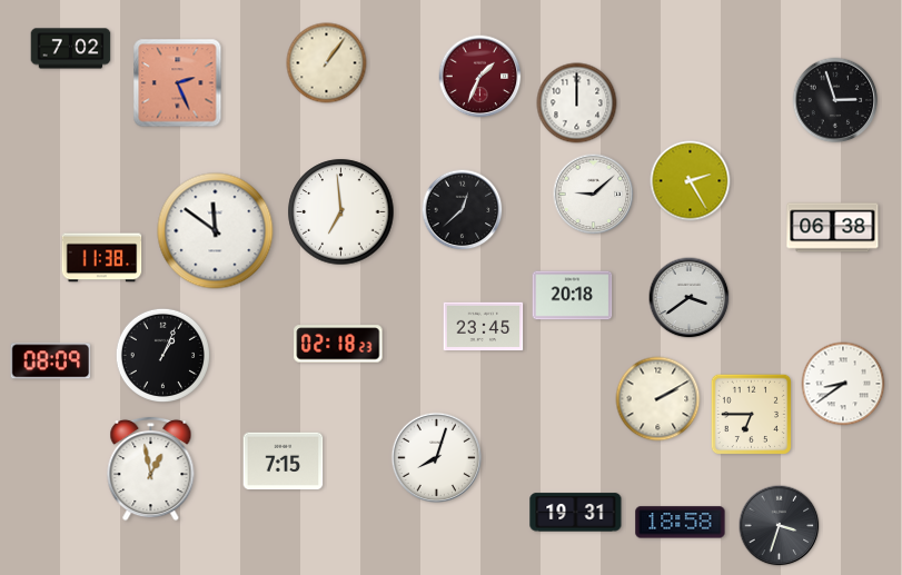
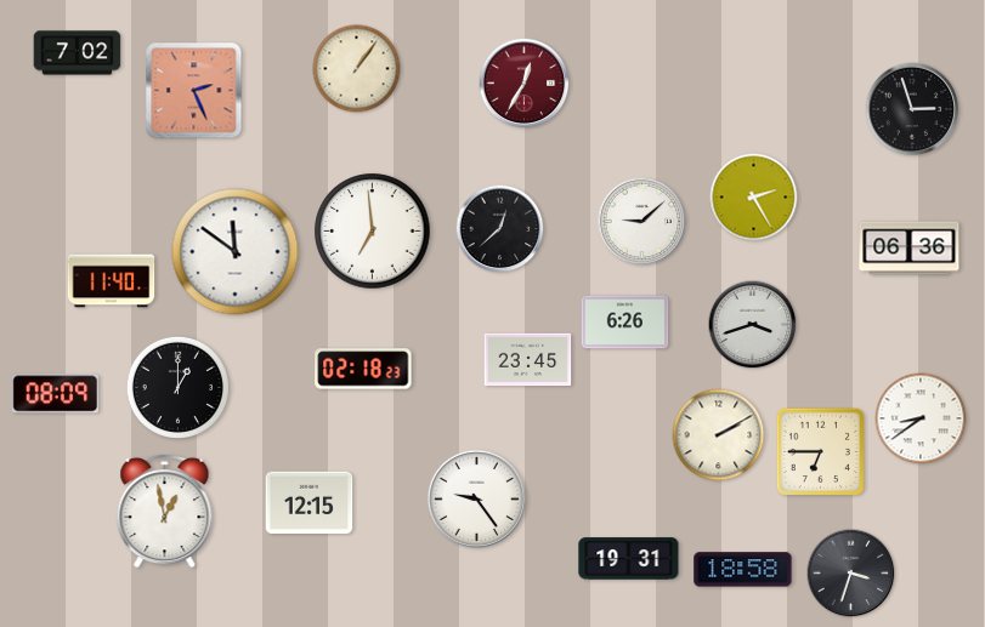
clock at (480, 77): 1:34 -> 12:35
clock at (577, 103): 12:00 -> none
clock at (594, 195) position: (594, 195) -> (642, 222)
clock at (463, 210) position: (463, 210) -> (500, 229)
clock at (833, 228): 06:38 -> 06:36
clock at (102, 258): 11:38 -> 11:40
clock at (573, 296): 20:18 -> 6:26
clock at (690, 298): 3:39 -> 3:42
clock at (484, 327) position: (484, 327) -> (528, 360)
clock at (338, 344) position: (338, 344) -> (363, 369)
clock at (162, 355): 1:04 -> 1:00
clock at (436, 457): 8:03 -> 9:24
clock at (284, 462): 7:15 -> 12:15
